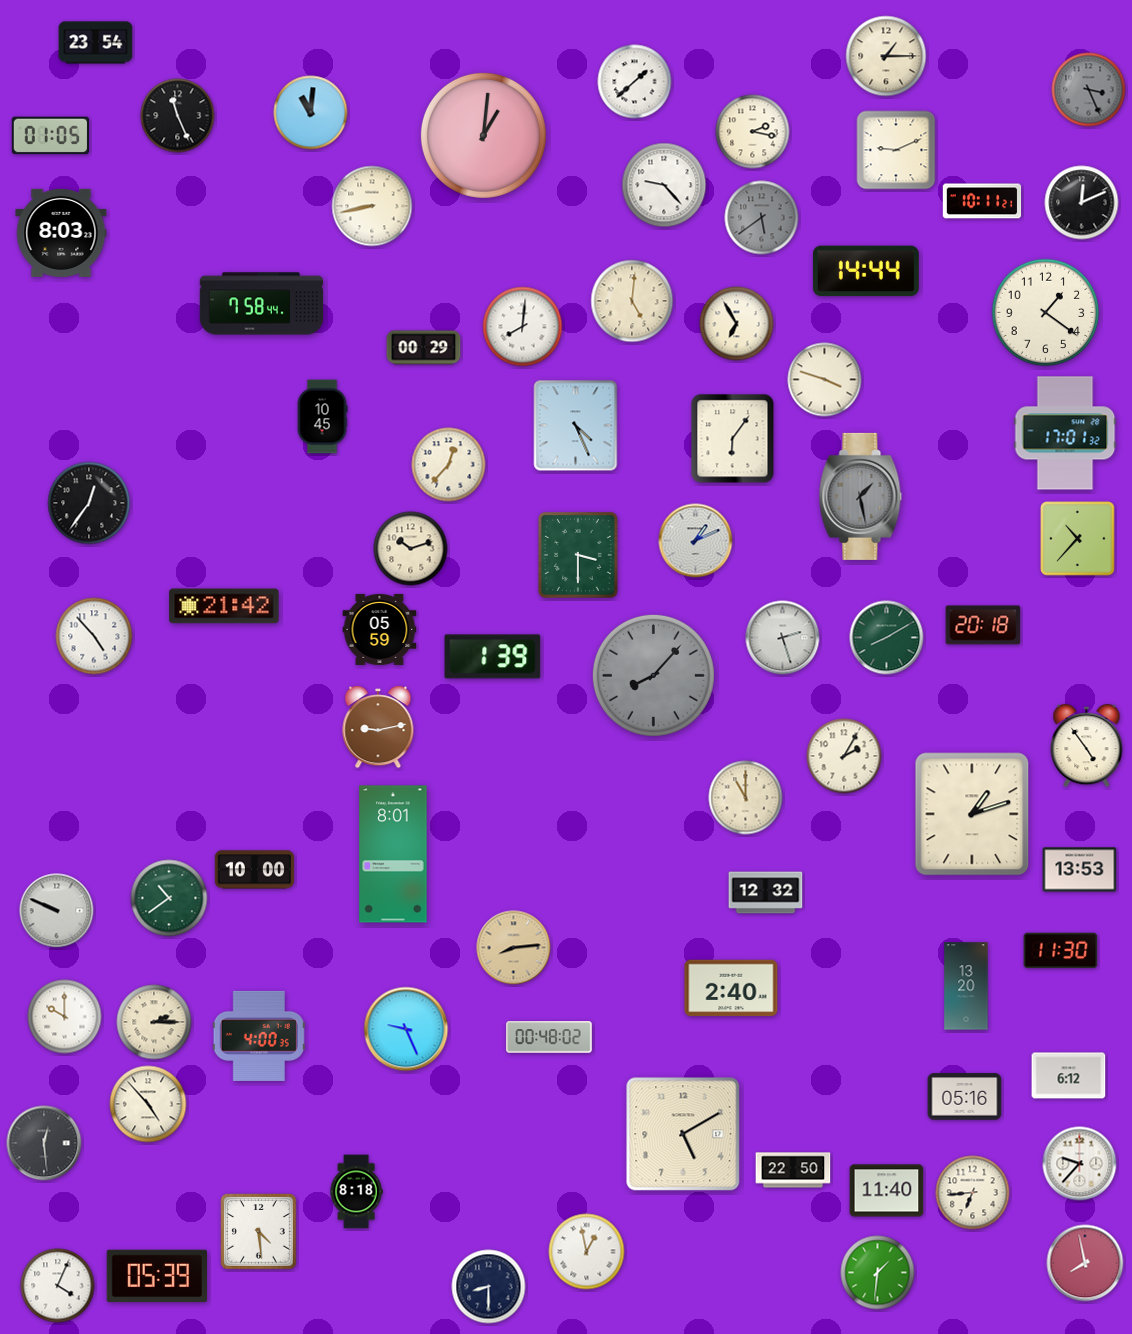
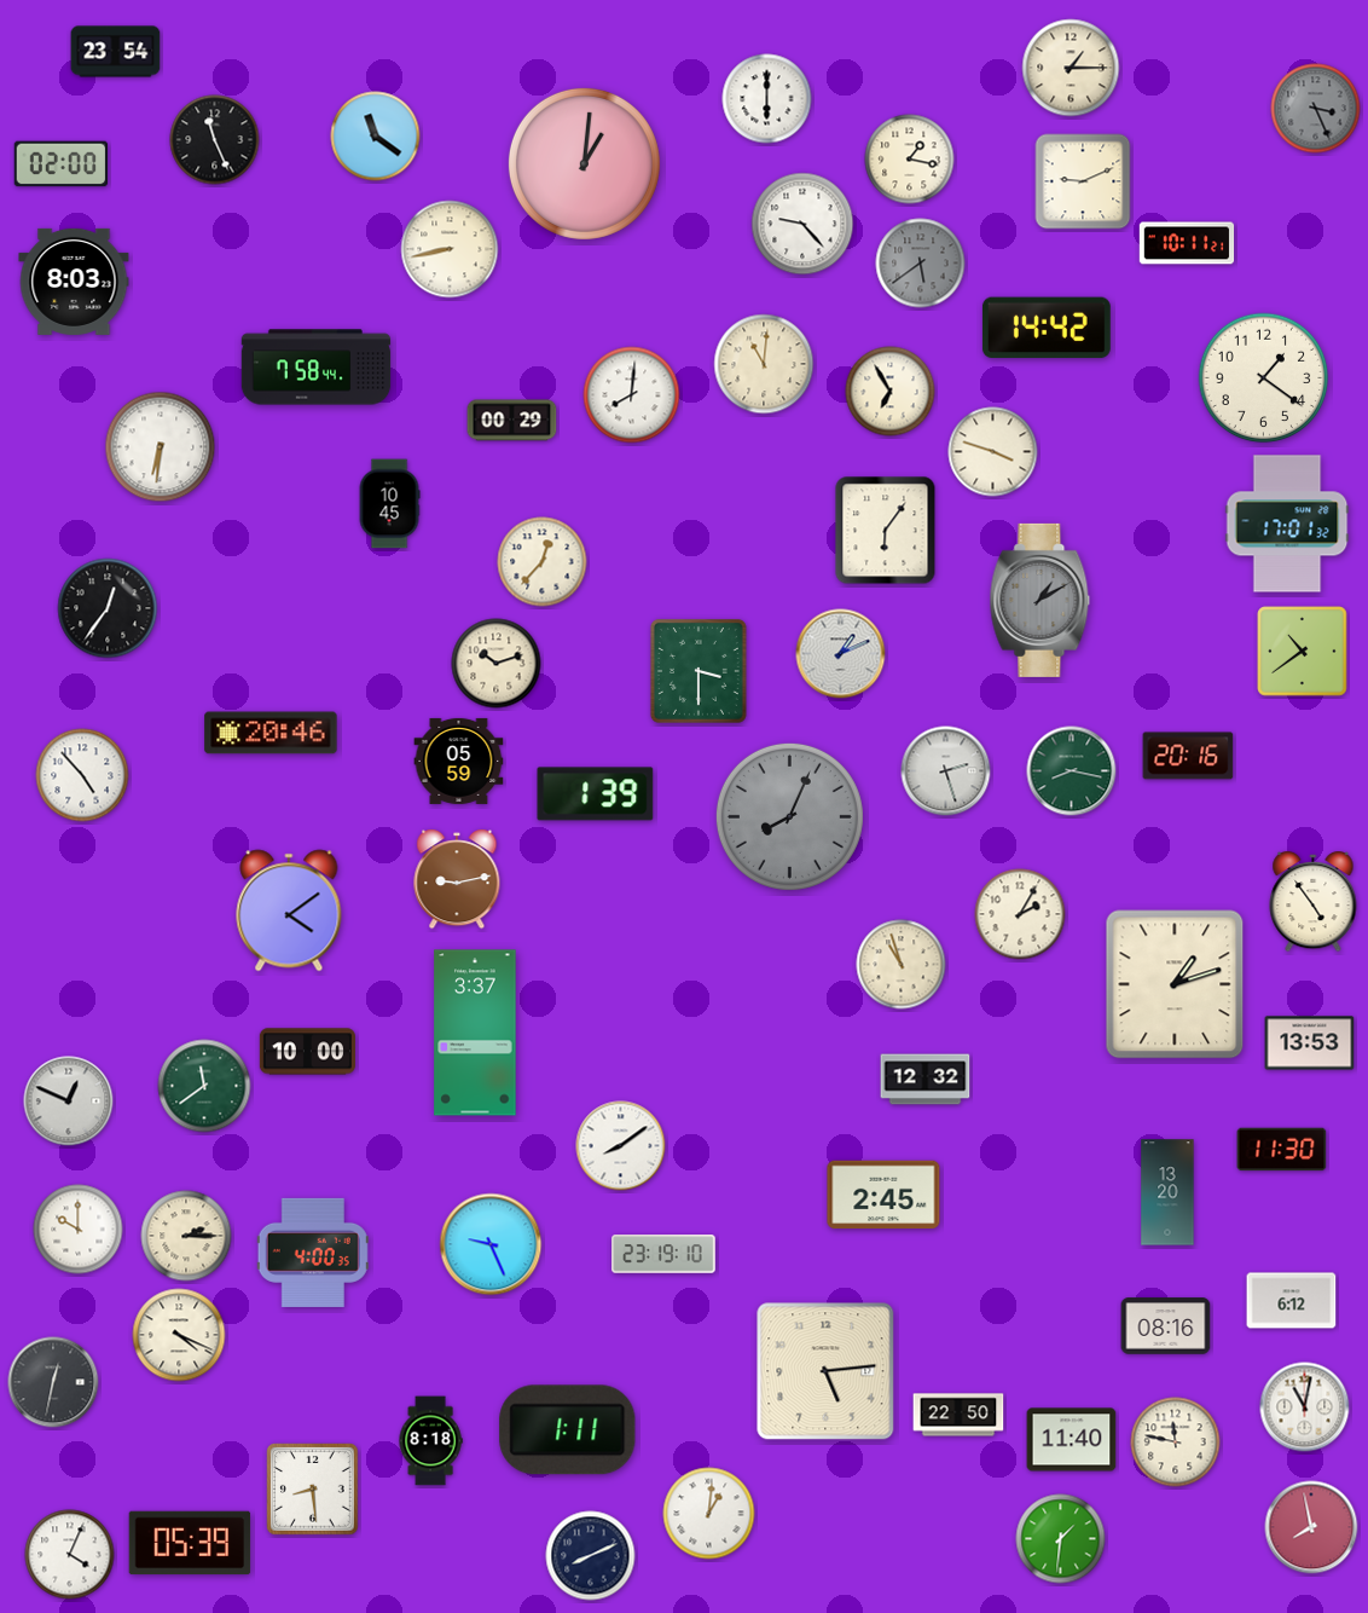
clock at (635, 82): 1:38 -> 6:00
clock at (311, 113): 11:01 -> 11:21
clock at (753, 132): 2:17 -> 1:17
clock at (51, 136): 01:05 -> 02:00
clock at (1082, 203): 12:11 -> none
clock at (866, 271): 14:44 -> 14:42
clock at (632, 301): 5:01 -> 11:01
clock at (161, 447): none -> 6:31
clock at (825, 380) position: (825, 380) -> (993, 452)
clock at (576, 426): 4:26 -> none
clock at (861, 496): 1:28 -> 1:10
clock at (1078, 539): 10:37 -> 10:39
clock at (224, 606): 21:42 -> 20:46
clock at (983, 625): 20:18 -> 20:16
clock at (94, 636) position: (94, 636) -> (82, 775)
clock at (887, 638): 8:10 -> 8:17
clock at (653, 675): 8:07 -> 8:04
clock at (289, 910): none -> 4:09
clock at (746, 798): 11:00 -> 10:57
clock at (393, 854): 8:01 -> 3:37
clock at (1080, 870) position: (1080, 870) -> (1310, 1043)
clock at (169, 898): 10:39 -> 11:39
clock at (57, 911): 9:49 -> 12:49
clock at (514, 948): 8:14 -> 8:09
clock at (514, 948) dial: champagne -> white
clock at (731, 988): 2:40 -> 2:45
clock at (549, 1037): 00:48 -> 23:19
clock at (965, 1097): 05:16 -> 08:16
clock at (148, 1104): 4:53 -> 4:19
clock at (683, 1134): 5:10 -> 5:14
clock at (44, 1143): 12:29 -> 12:32
clock at (1080, 1164): 9:37 -> 11:02
clock at (568, 1430): none -> 1:11
clock at (973, 1193): 6:44 -> 11:47
clock at (259, 1232): 4:29 -> 8:29
clock at (587, 1252): 12:58 -> 1:01
clock at (489, 1287): 8:30 -> 8:11
